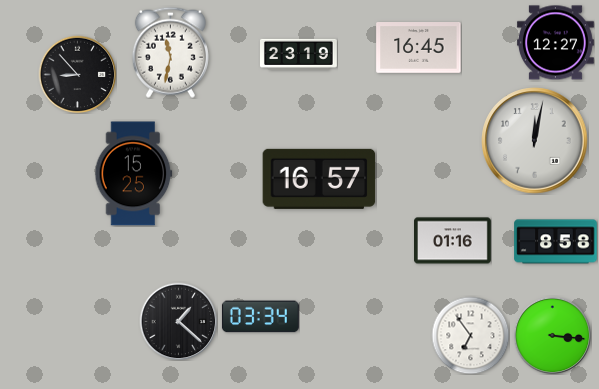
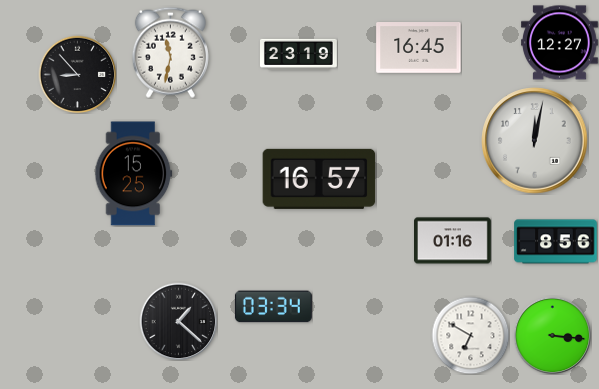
clock at (555, 43) position: (555, 43) -> (559, 43)
clock at (556, 242): 8:58 -> 8:56
clock at (260, 317) position: (260, 317) -> (273, 307)
clock at (470, 335): 6:54 -> 6:50
